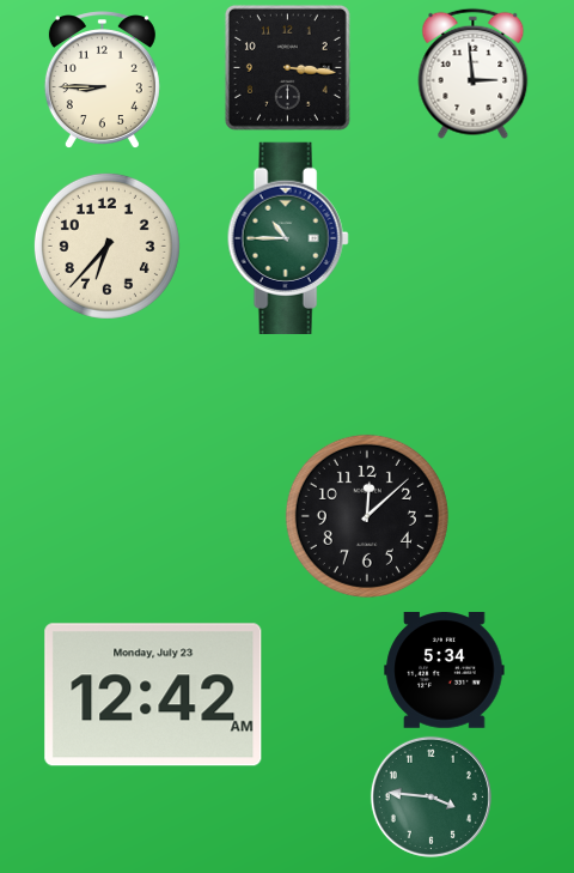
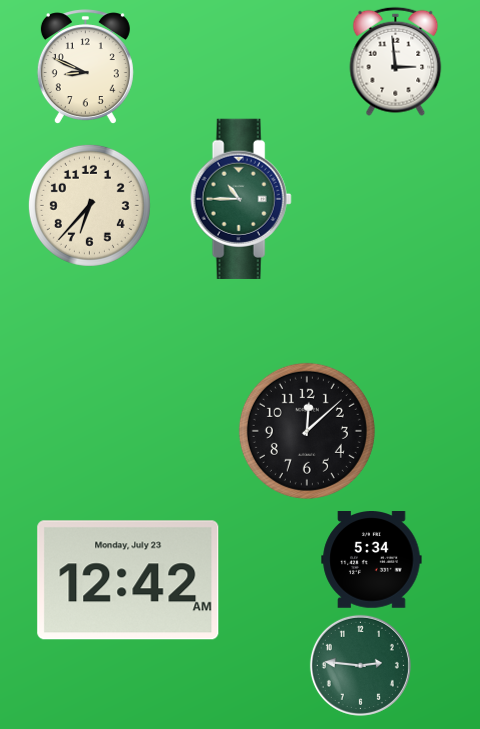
clock at (287, 67): 3:16 -> none
clock at (102, 79): 8:45 -> 8:49
clock at (430, 796): 3:46 -> 2:46
